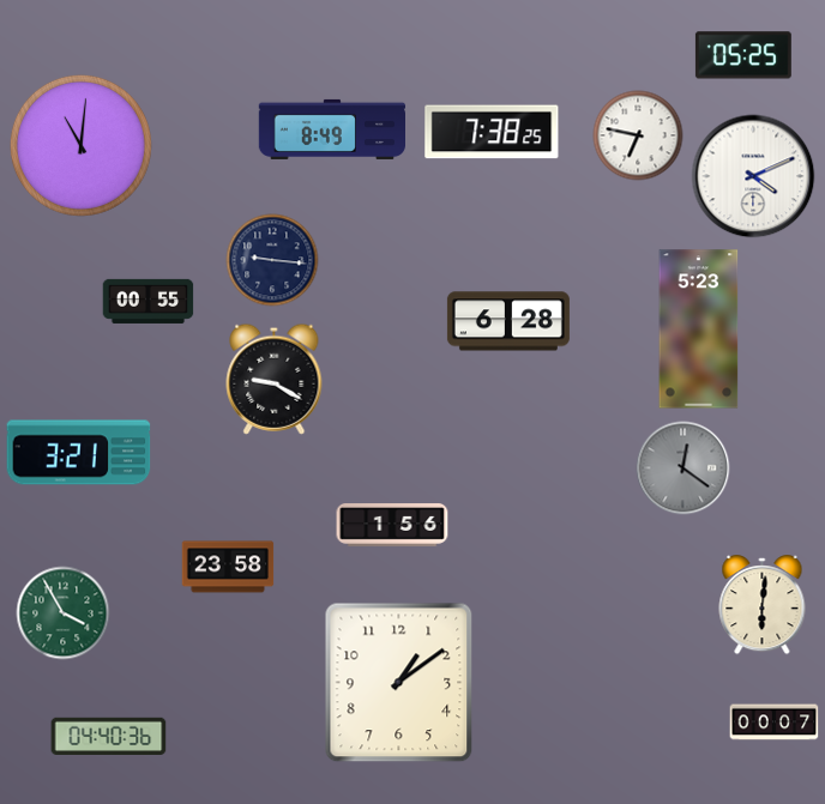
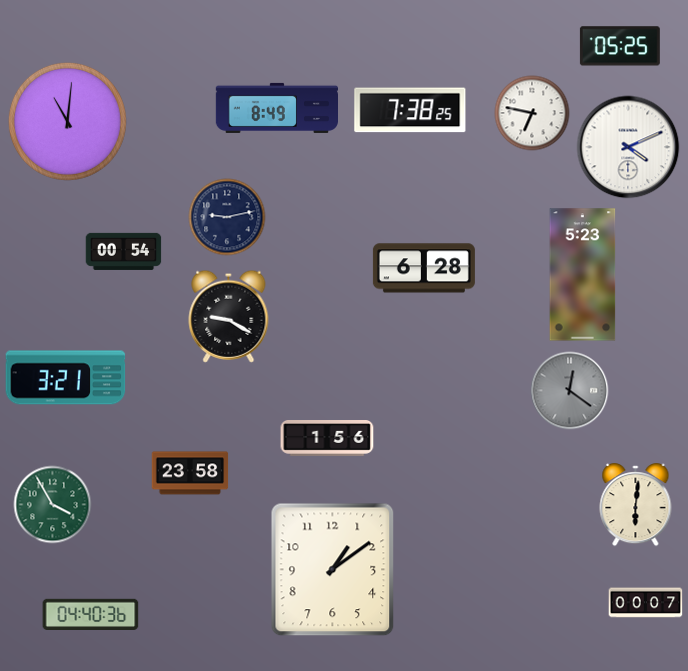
clock at (272, 260): 9:16 -> 9:13
clock at (149, 301): 00:55 -> 00:54
clock at (64, 613) position: (64, 613) -> (53, 505)
